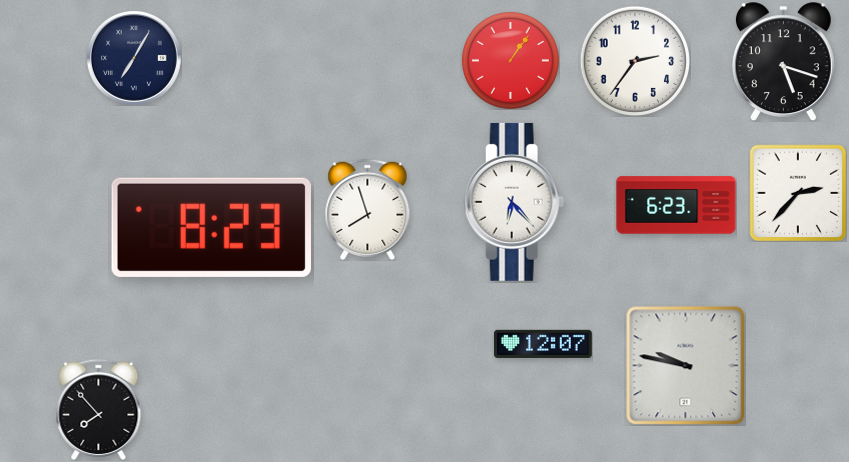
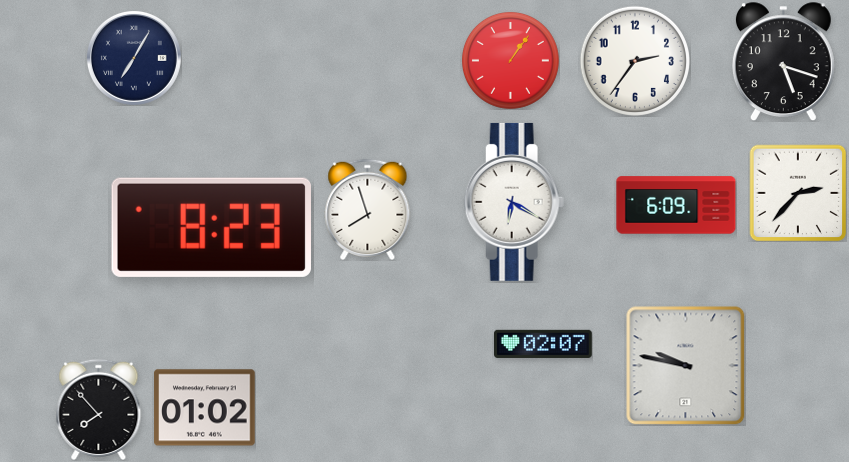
clock at (514, 202): 6:23 -> 6:20
clock at (676, 205): 6:23 -> 6:09
clock at (544, 344): 12:07 -> 02:07
clock at (205, 408): none -> 01:02
